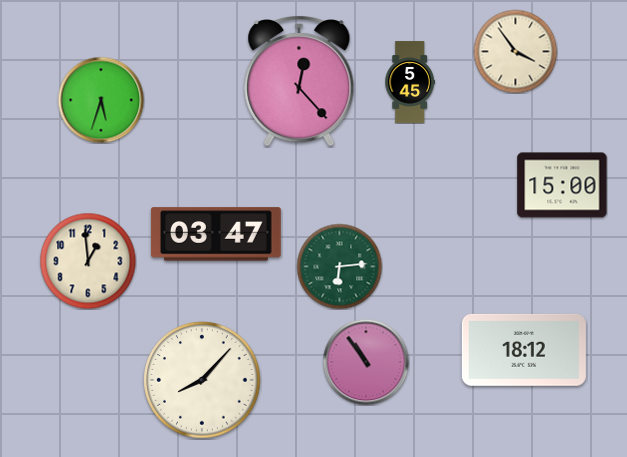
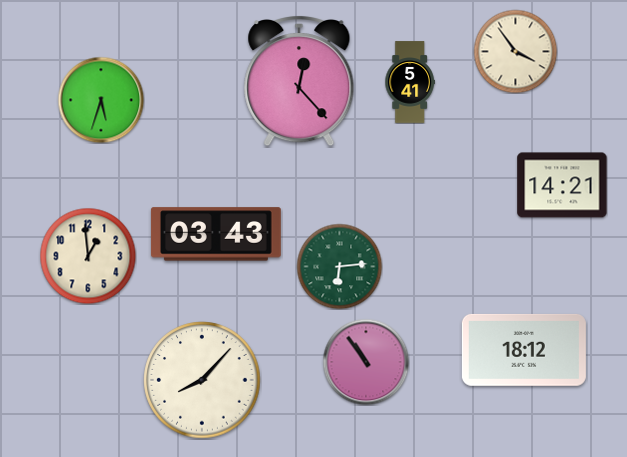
clock at (410, 82): 5:45 -> 5:41
clock at (562, 185): 15:00 -> 14:21
clock at (216, 234): 03:47 -> 03:43
clock at (88, 261) position: (88, 261) -> (88, 256)
